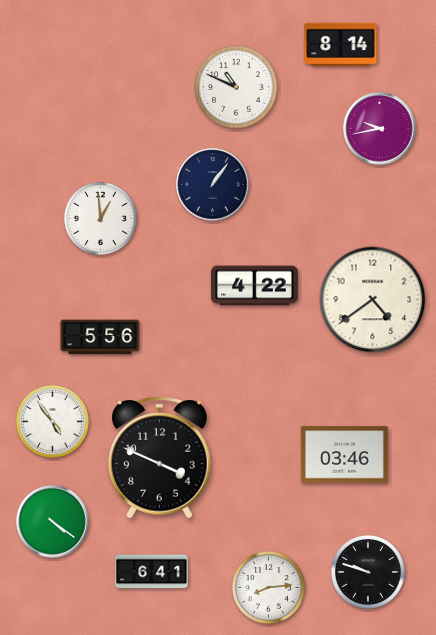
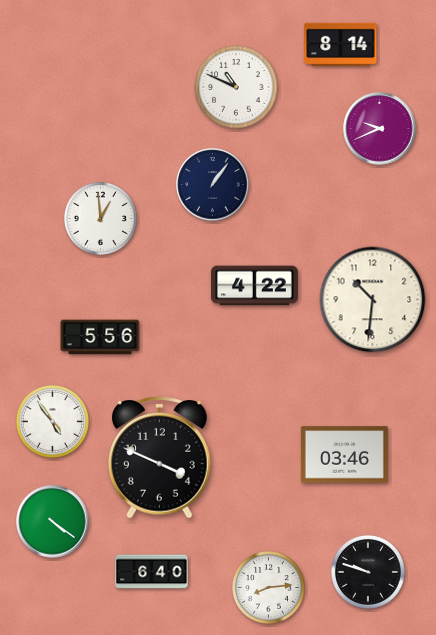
clock at (380, 129): 9:43 -> 9:41
clock at (373, 300): 4:39 -> 10:31
clock at (152, 572): 6:41 -> 6:40
